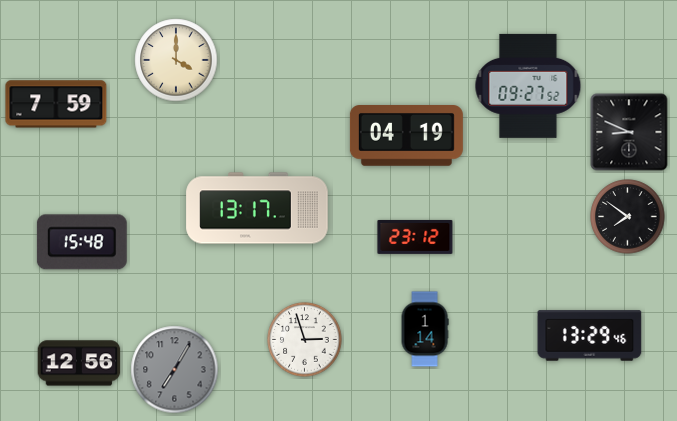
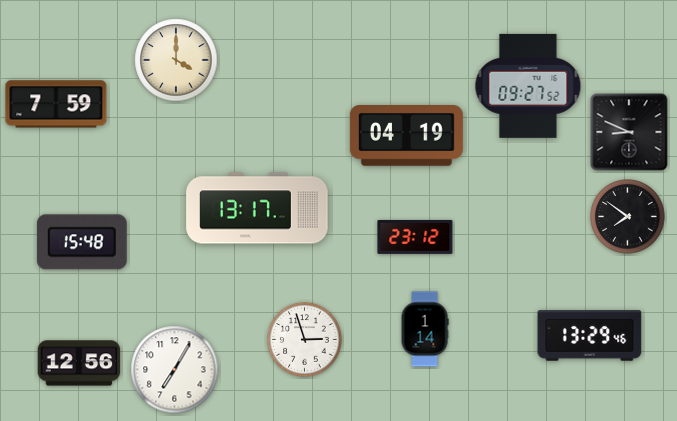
clock at (175, 370) dial: grey -> white
